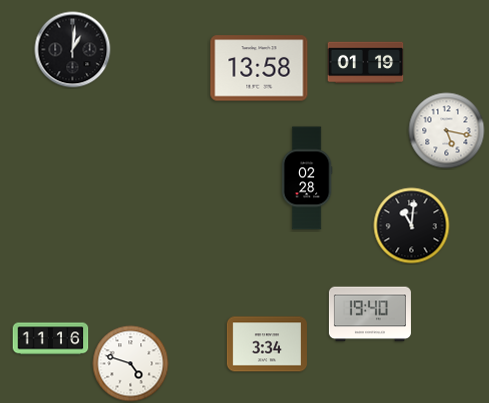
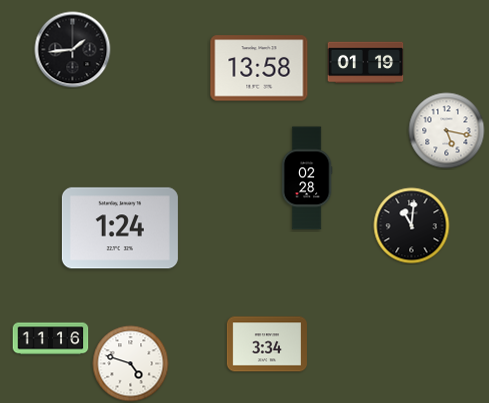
clock at (73, 50): 1:01 -> 1:44
clock at (120, 228): none -> 1:24
clock at (370, 314): 19:40 -> none
